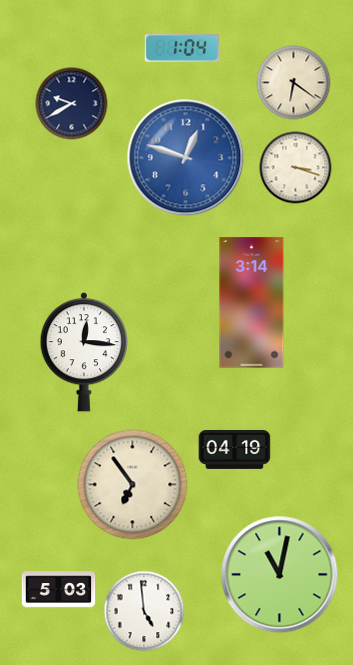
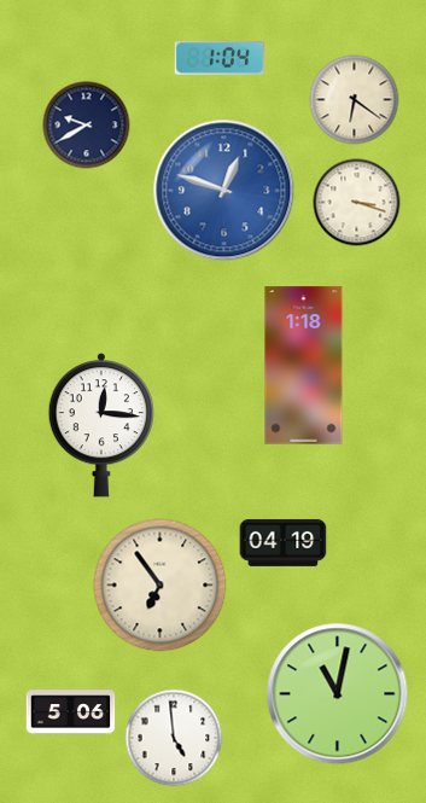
clock at (252, 303): 3:14 -> 1:18
clock at (59, 590): 5:03 -> 5:06
